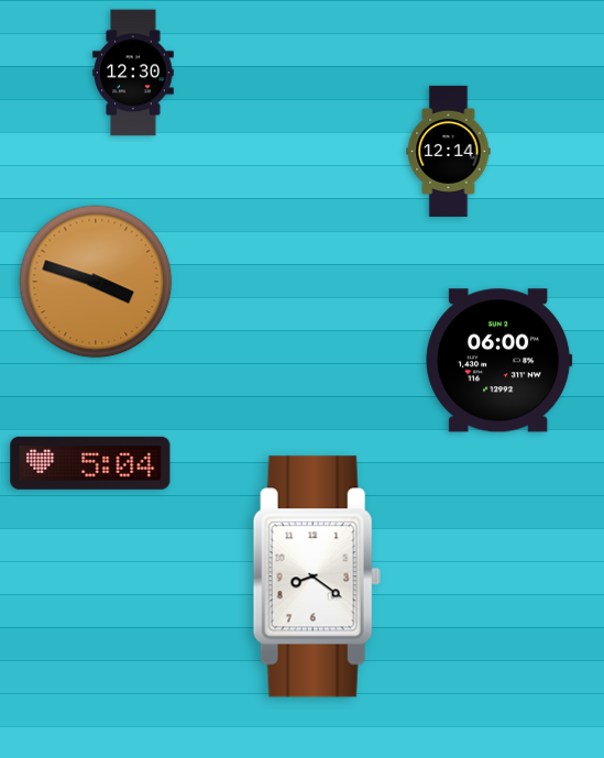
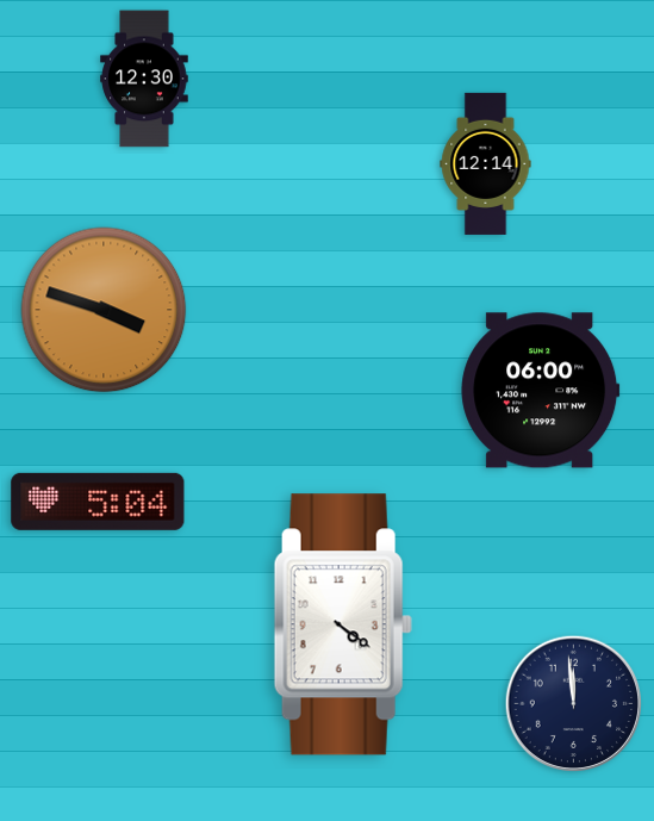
clock at (96, 282) position: (96, 282) -> (104, 310)
clock at (317, 576): 8:21 -> 4:21
clock at (574, 704): none -> 11:59
